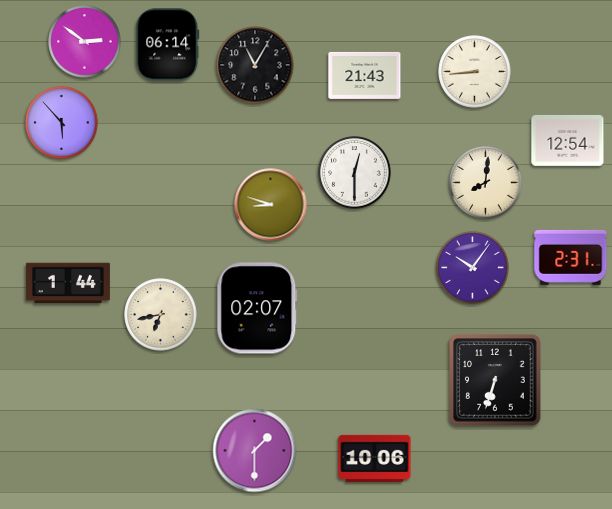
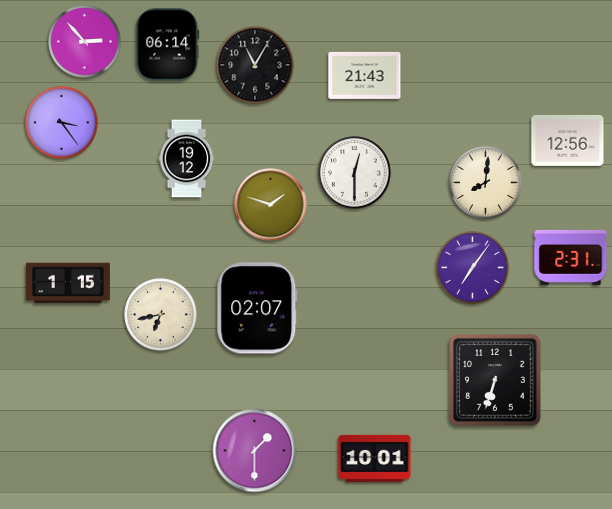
clock at (85, 42): 2:51 -> 2:53
clock at (475, 72): 8:44 -> none
clock at (62, 123): 5:53 -> 3:24
clock at (568, 140): 12:54 -> 12:56
clock at (187, 159): none -> 19:12
clock at (271, 205): 8:48 -> 1:48
clock at (473, 268): 10:06 -> 7:06
clock at (68, 283): 1:44 -> 1:15
clock at (375, 458): 10:06 -> 10:01
